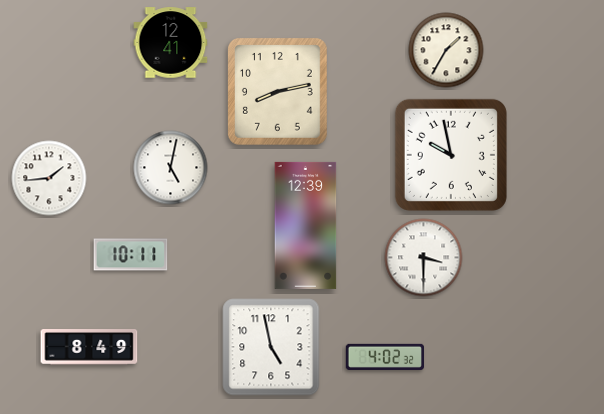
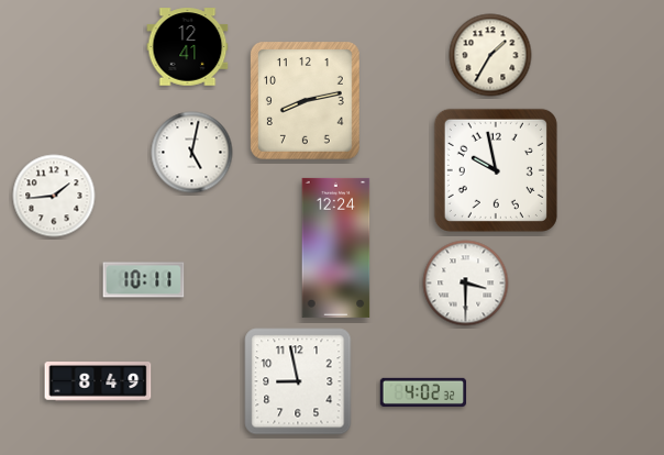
clock at (171, 168) position: (171, 168) -> (192, 153)
clock at (306, 225): 12:39 -> 12:24
clock at (271, 347): 4:58 -> 8:58
